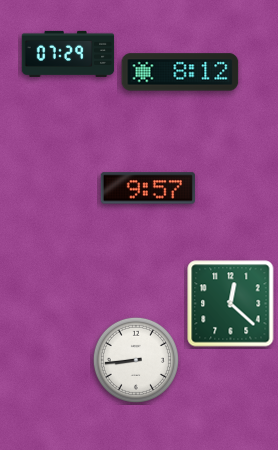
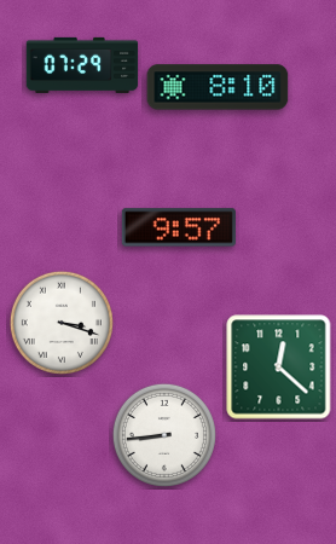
clock at (180, 72): 8:12 -> 8:10
clock at (62, 323): none -> 3:18
